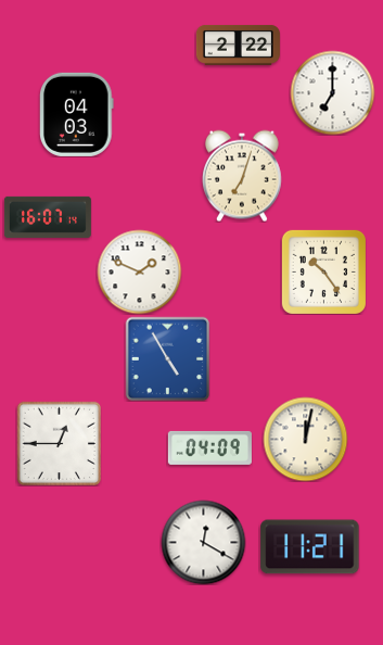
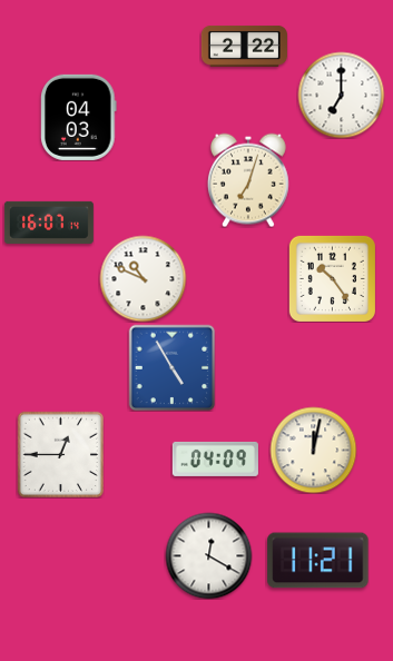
clock at (139, 271): 1:49 -> 10:49
